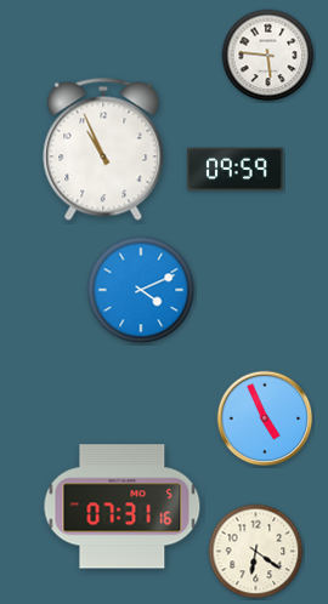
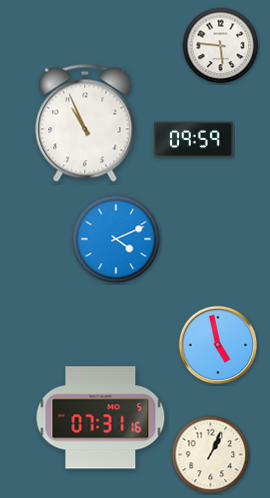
clock at (265, 418): 4:56 -> 4:58
clock at (256, 552): 6:21 -> 1:04
